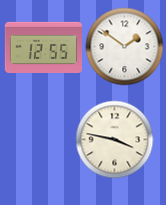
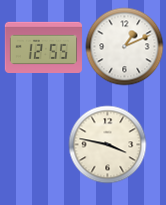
clock at (124, 46): 1:51 -> 1:11
clock at (114, 139) position: (114, 139) -> (107, 144)
